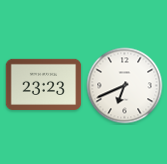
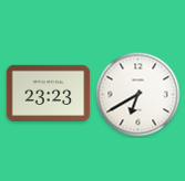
clock at (125, 86): 6:41 -> 6:40
